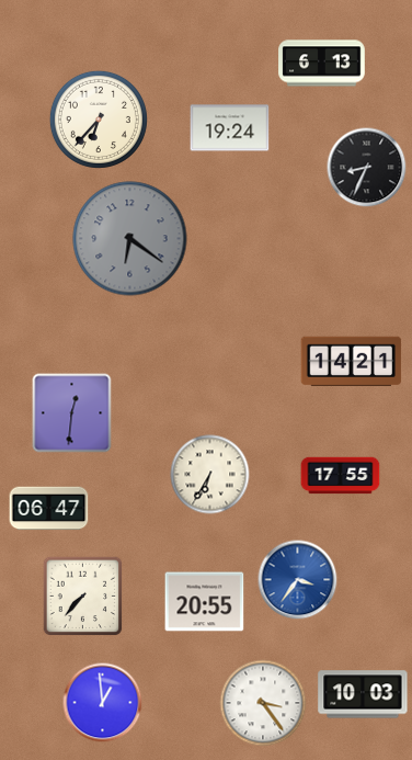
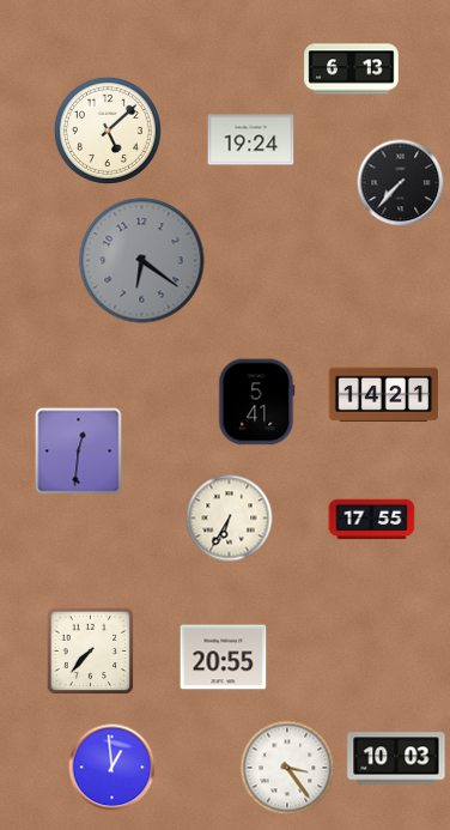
clock at (99, 120): 6:37 -> 5:08
clock at (367, 168): 8:34 -> 7:37
clock at (257, 402): none -> 5:41
clock at (49, 509): 06:47 -> none
clock at (298, 580): 3:36 -> none
